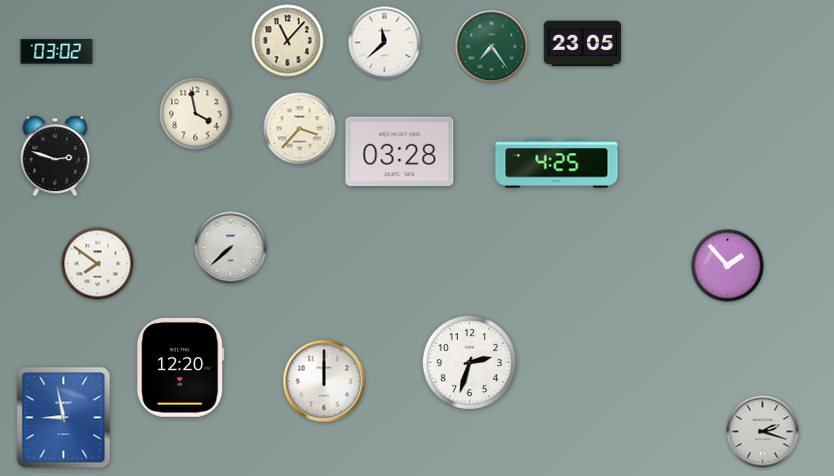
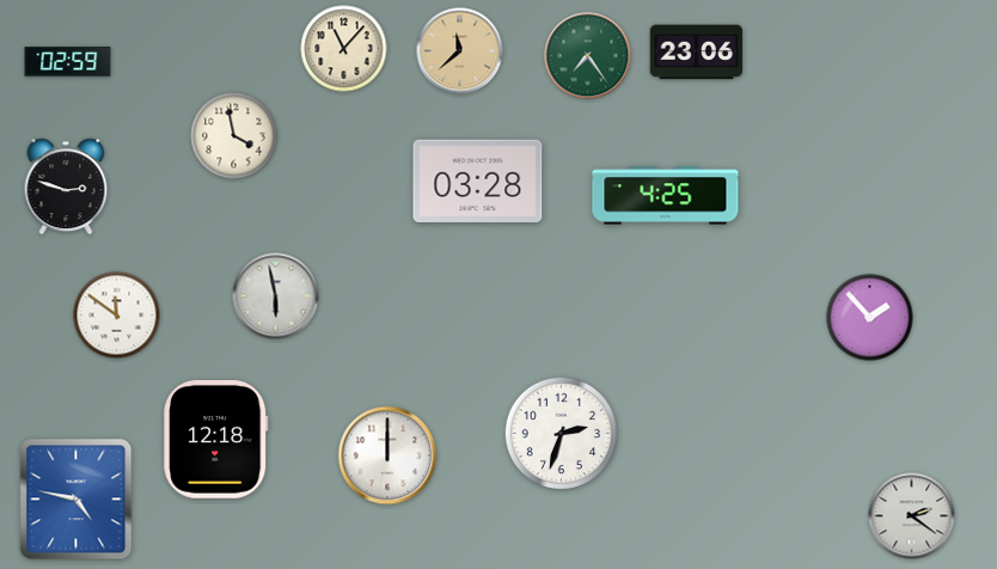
clock at (385, 43) dial: white -> champagne
clock at (583, 44): 23:05 -> 23:06
clock at (57, 52): 03:02 -> 02:59
clock at (300, 129): 3:37 -> none
clock at (231, 248): 7:38 -> 5:58
clock at (98, 264): 7:51 -> 11:51
clock at (181, 367): 12:20 -> 12:18
clock at (64, 418): 8:58 -> 4:47
clock at (763, 432): 2:18 -> 2:21
